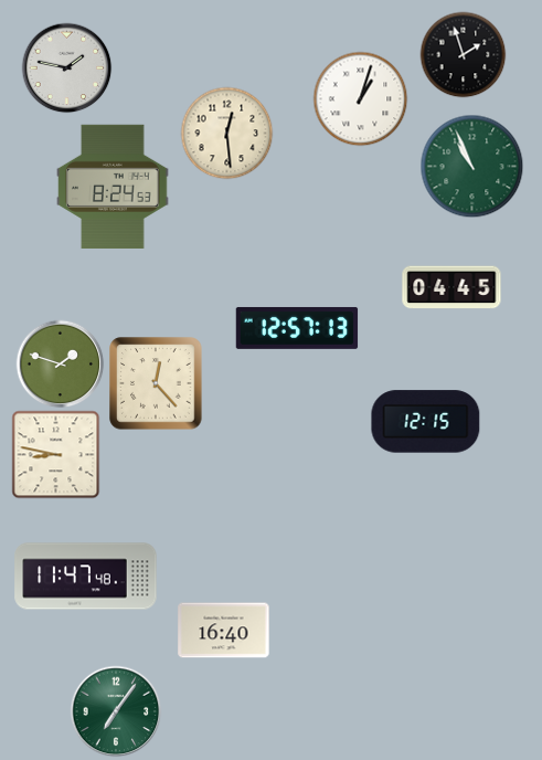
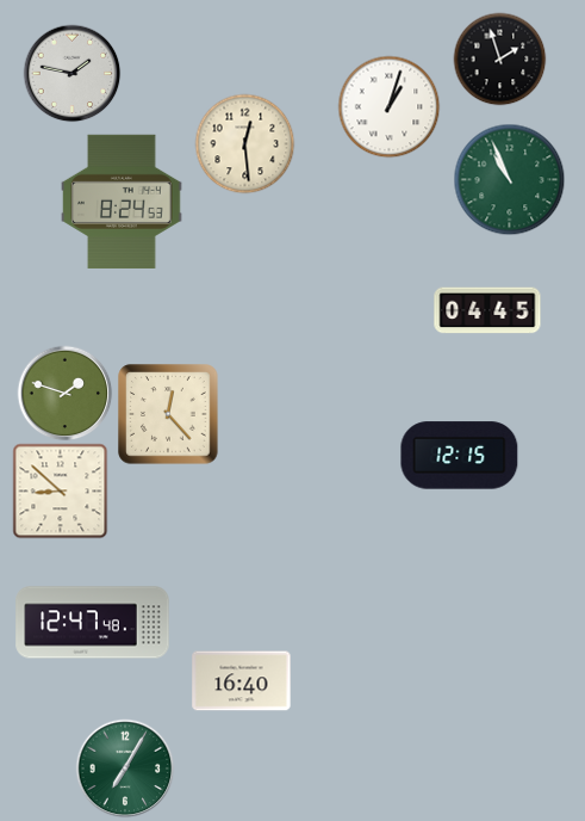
clock at (297, 328): 12:57 -> none
clock at (55, 454): 8:47 -> 8:52
clock at (86, 577): 11:47 -> 12:47
clock at (116, 711): 7:06 -> 7:05
